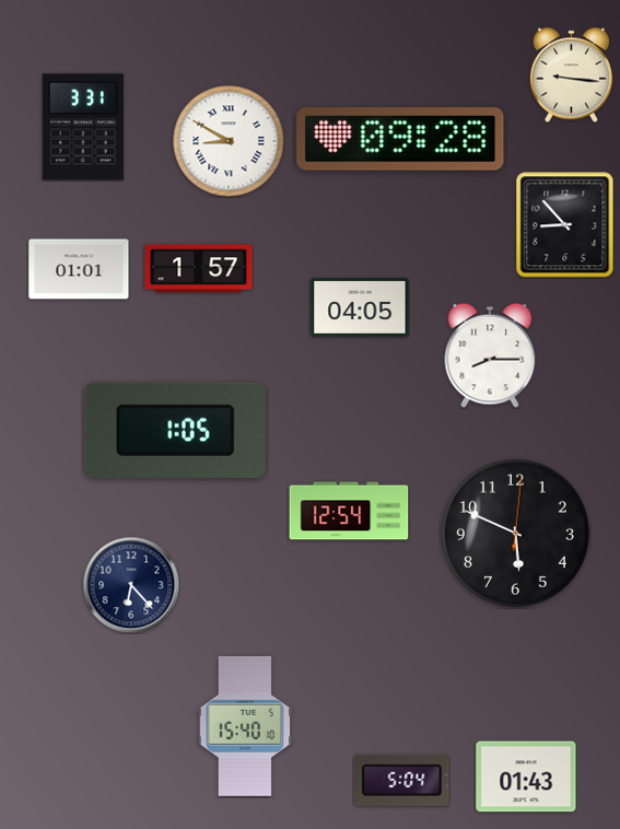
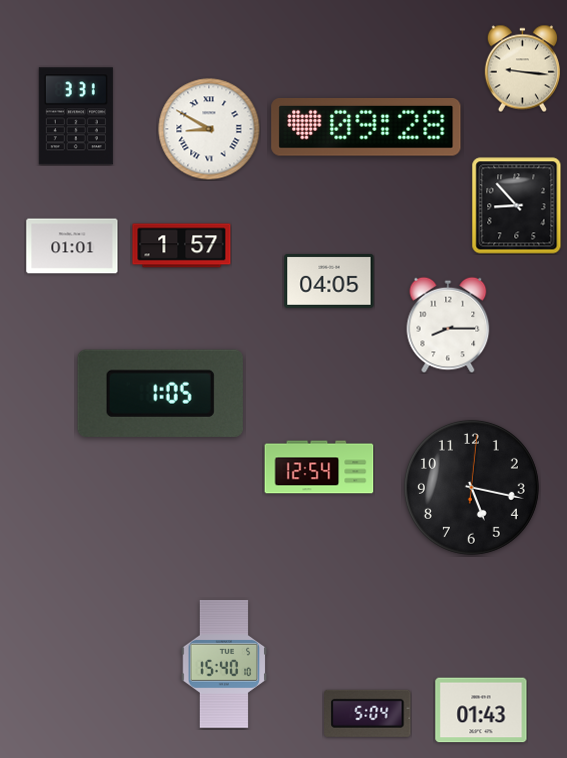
clock at (515, 533): 5:49 -> 5:17
clock at (131, 585): 6:23 -> none
